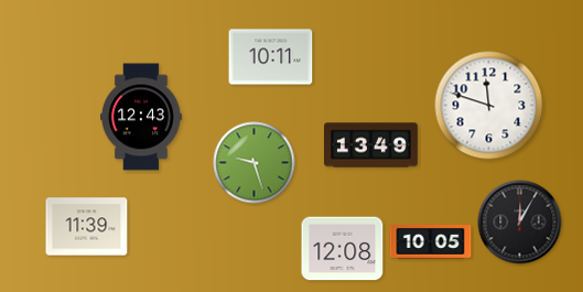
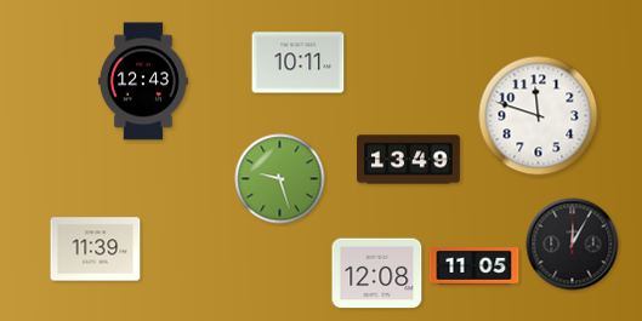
clock at (141, 117) position: (141, 117) -> (143, 81)
clock at (431, 242): 10:05 -> 11:05
